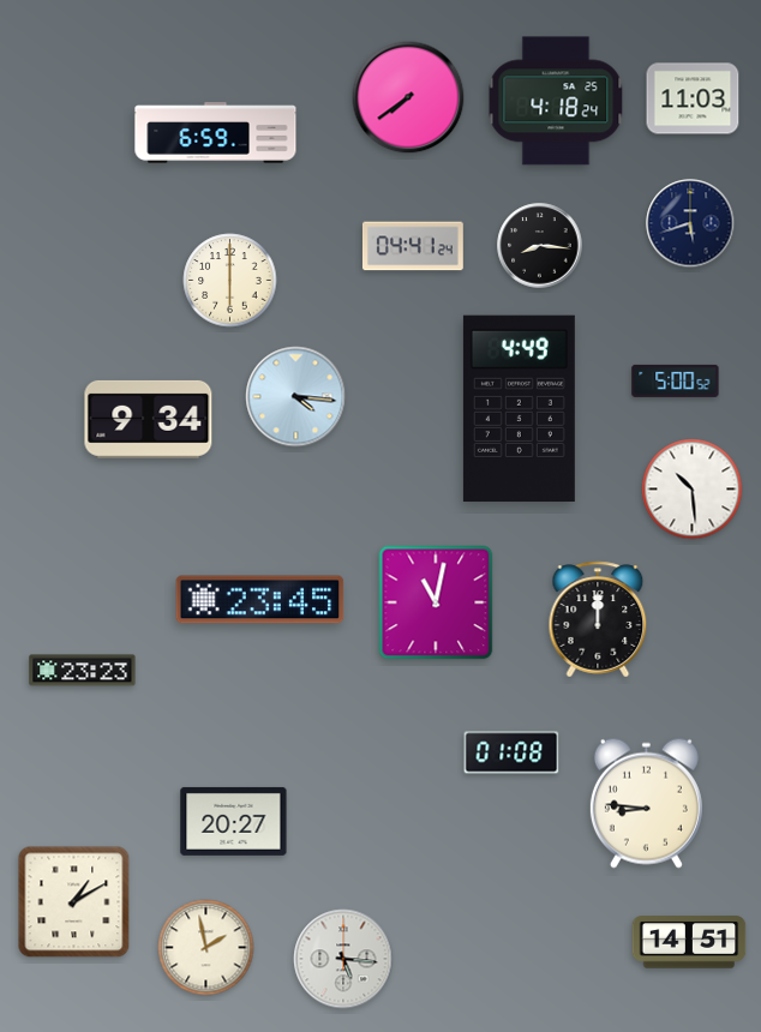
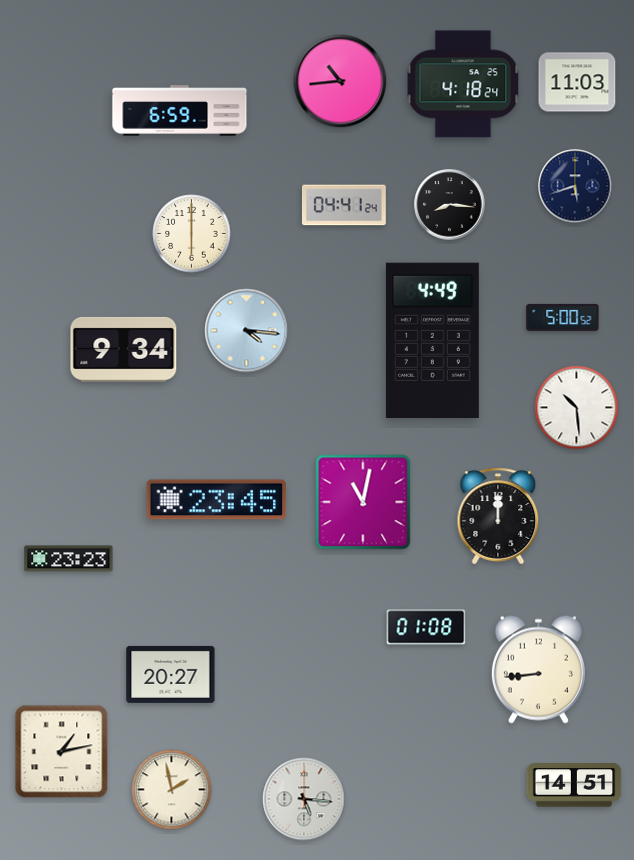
clock at (408, 97): 7:39 -> 10:44
clock at (646, 803): 8:46 -> 8:44
clock at (234, 821) position: (234, 821) -> (171, 674)
clock at (74, 902): 1:10 -> 1:13
clock at (343, 959) position: (343, 959) -> (304, 799)
